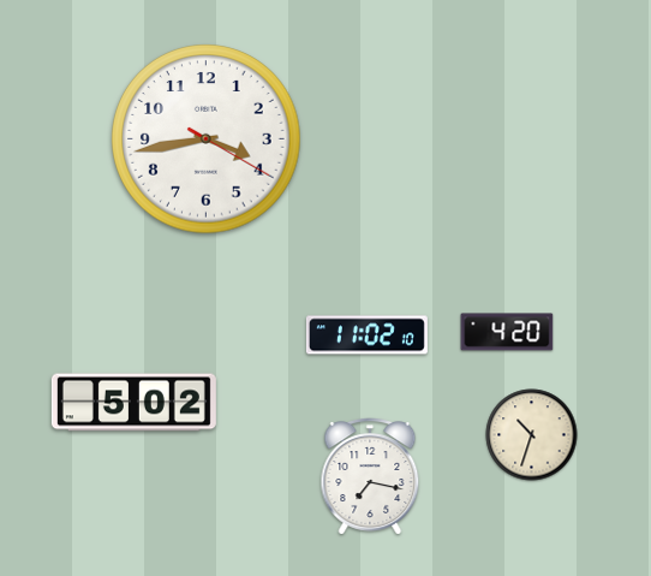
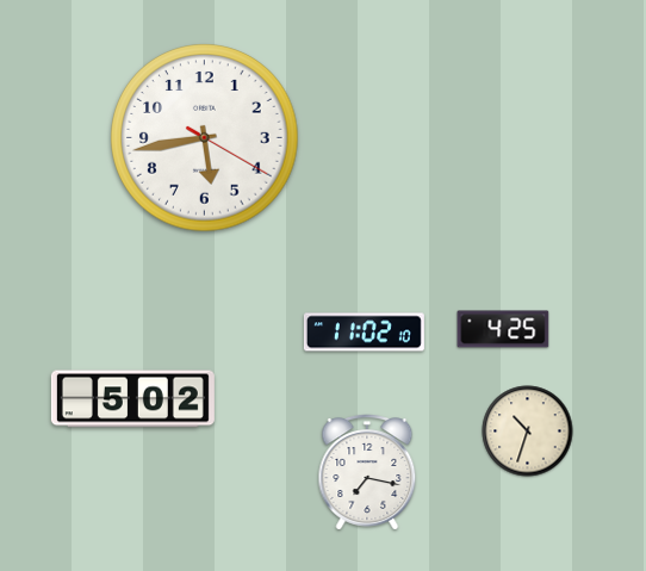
clock at (207, 139): 3:43 -> 5:43
clock at (507, 332): 4:20 -> 4:25
